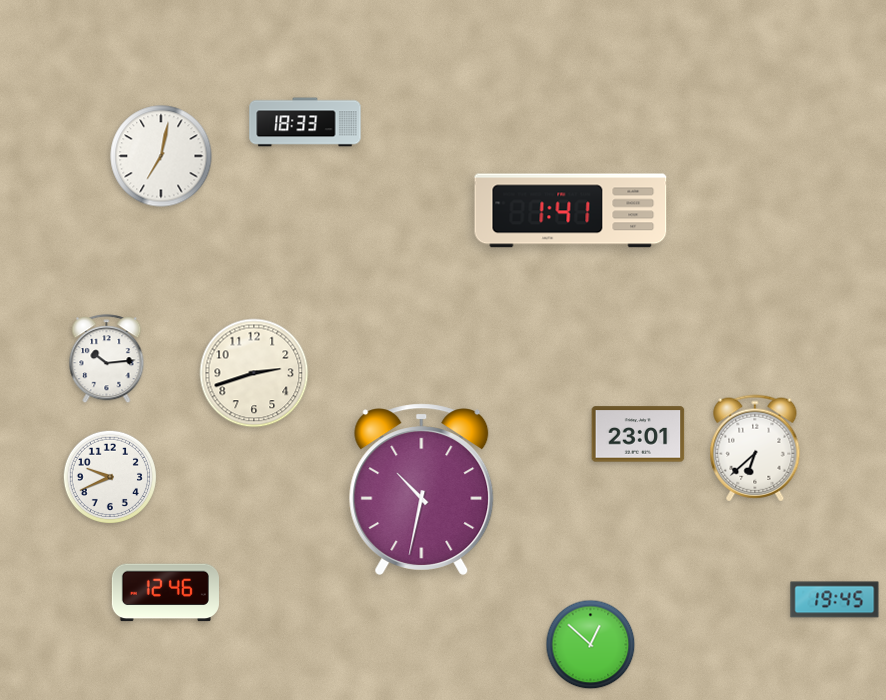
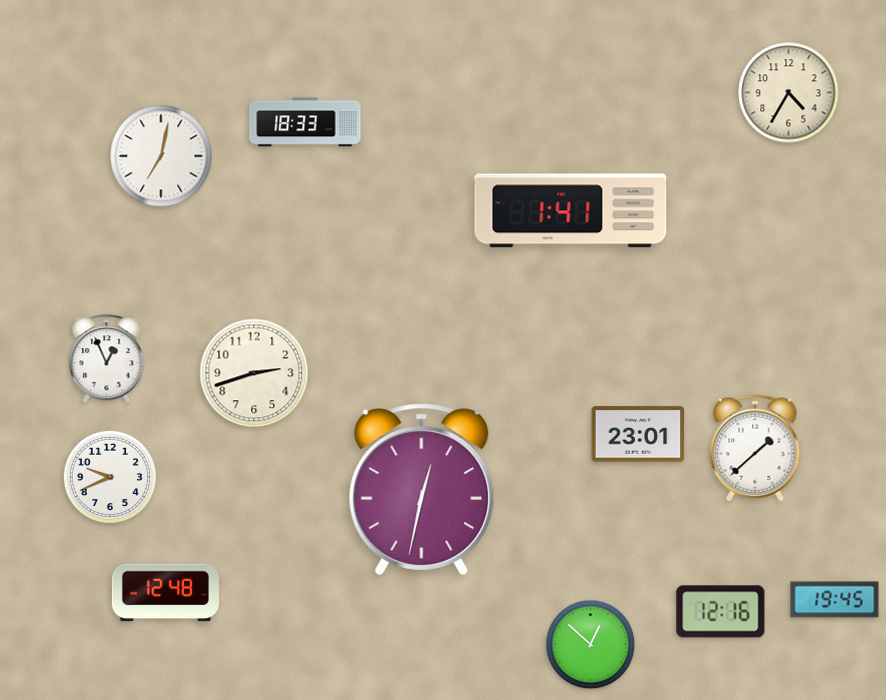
clock at (789, 93): none -> 4:35
clock at (107, 359): 10:14 -> 12:56
clock at (755, 448): 6:38 -> 1:38
clock at (422, 489): 10:32 -> 12:32
clock at (165, 593): 12:46 -> 12:48
clock at (721, 612): none -> 12:16
